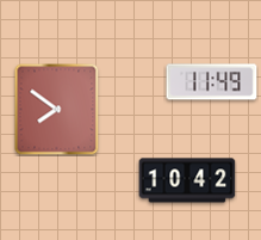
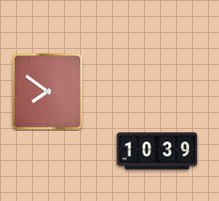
clock at (212, 82): 11:49 -> none
clock at (187, 180): 10:42 -> 10:39
